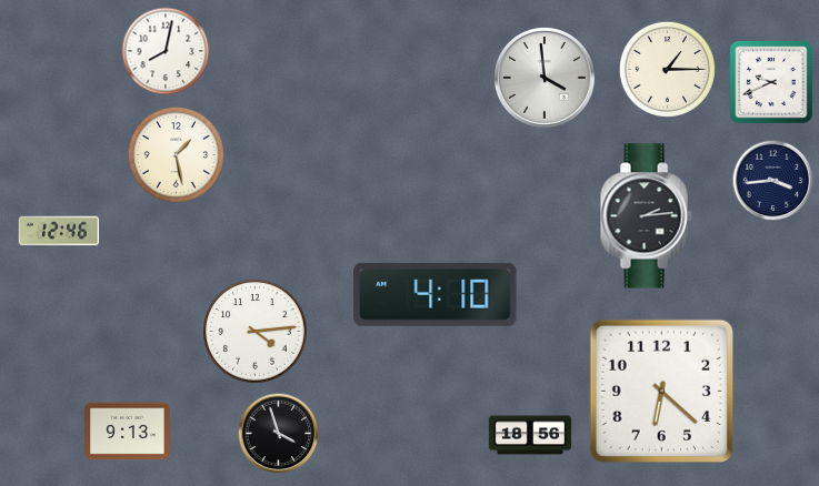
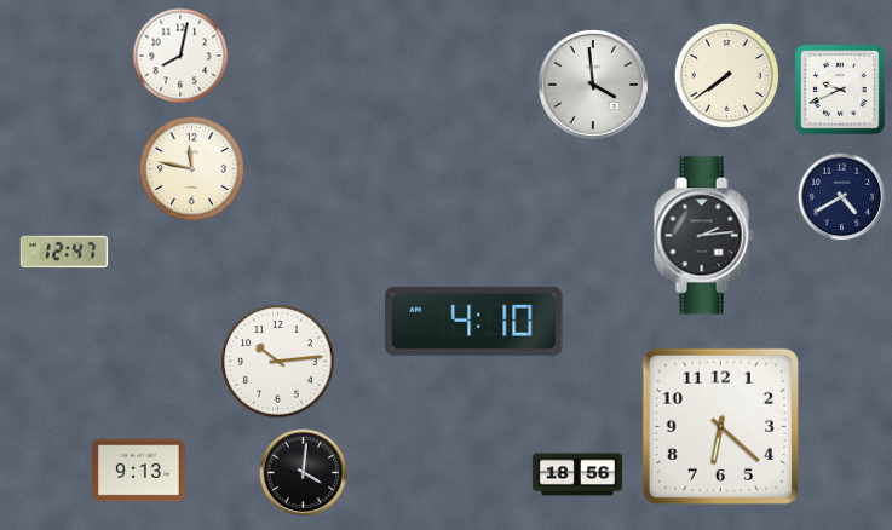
clock at (667, 69): 1:15 -> 7:39
clock at (176, 154): 1:28 -> 11:47
clock at (773, 181): 3:44 -> 4:40
clock at (59, 231): 12:46 -> 12:47
clock at (256, 332): 4:14 -> 10:14
clock at (279, 434): 3:57 -> 4:01
